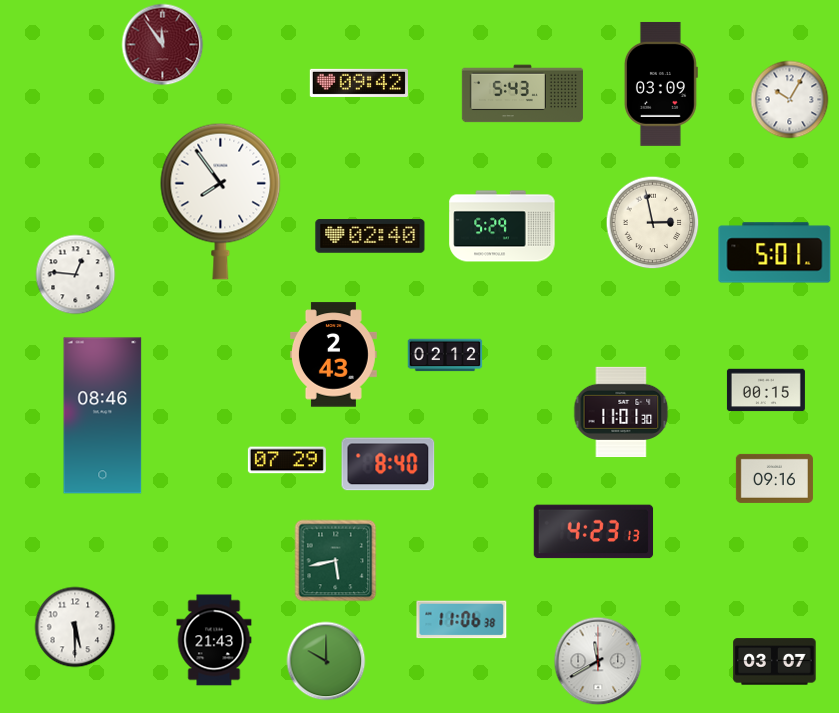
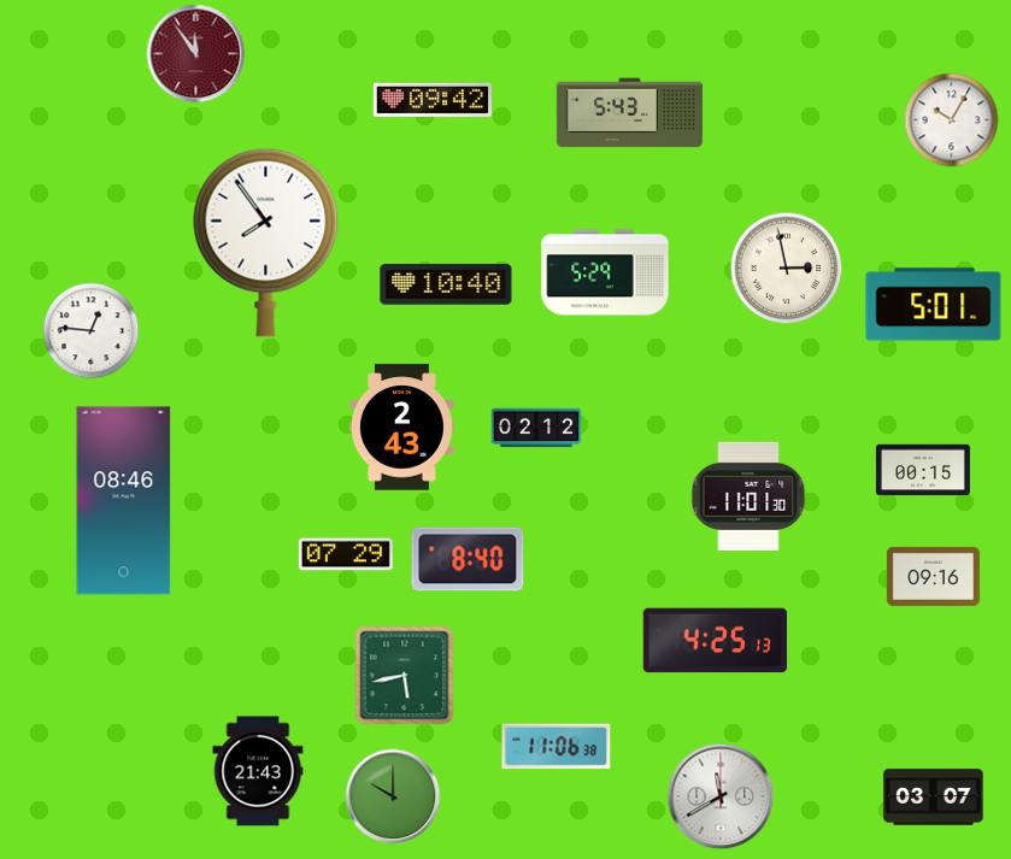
clock at (661, 84): 03:09 -> none
clock at (370, 236): 02:40 -> 10:40
clock at (594, 532): 4:23 -> 4:25
clock at (75, 627): 5:30 -> none
